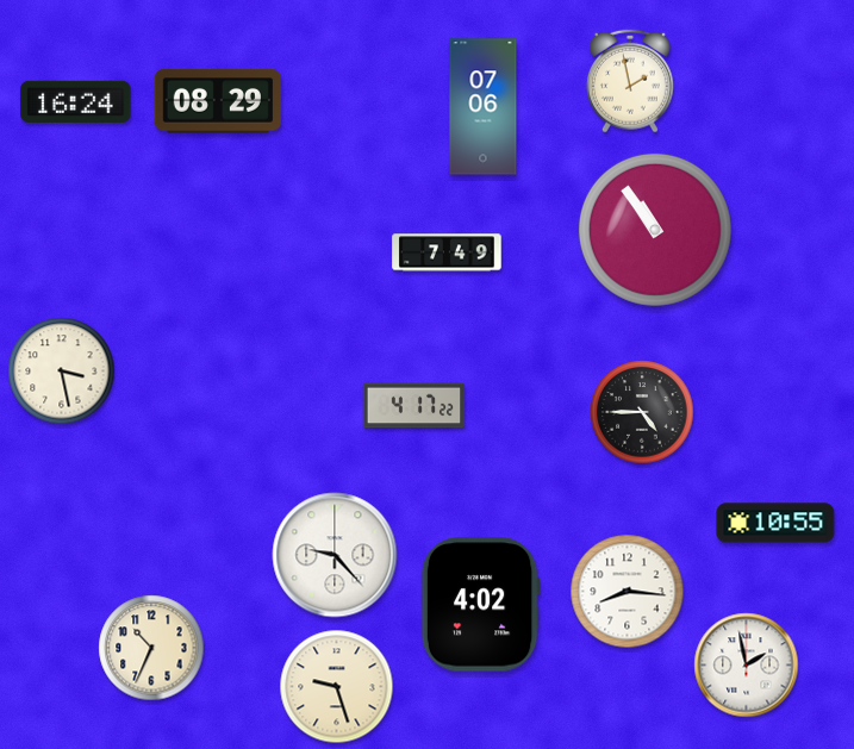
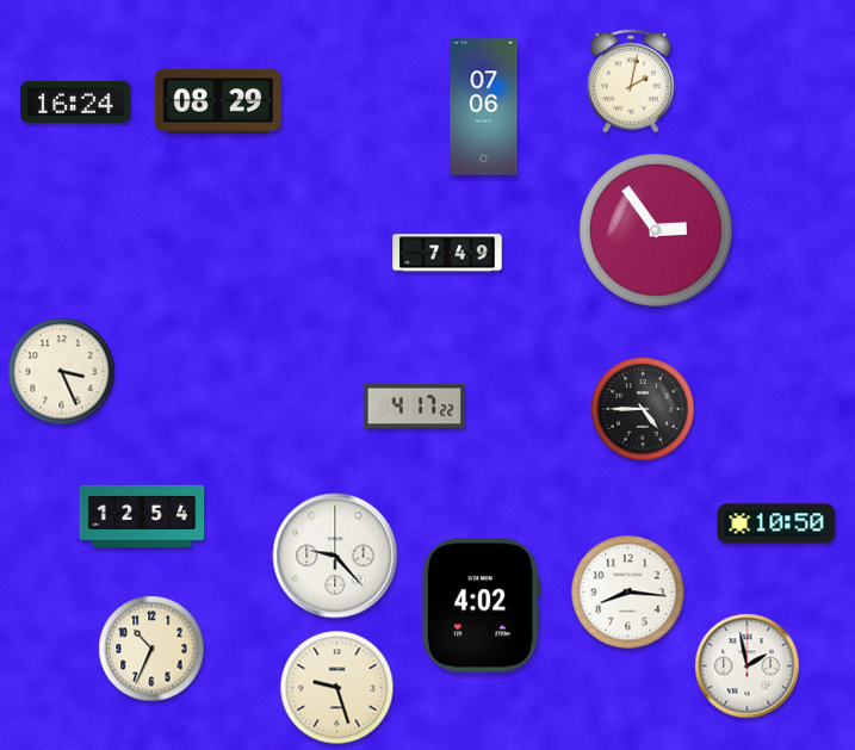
clock at (630, 81): 1:58 -> 2:02
clock at (655, 230): 10:54 -> 2:54
clock at (62, 372): 3:28 -> 3:26
clock at (642, 412) position: (642, 412) -> (643, 409)
clock at (142, 516): none -> 12:54
clock at (775, 523): 10:55 -> 10:50
